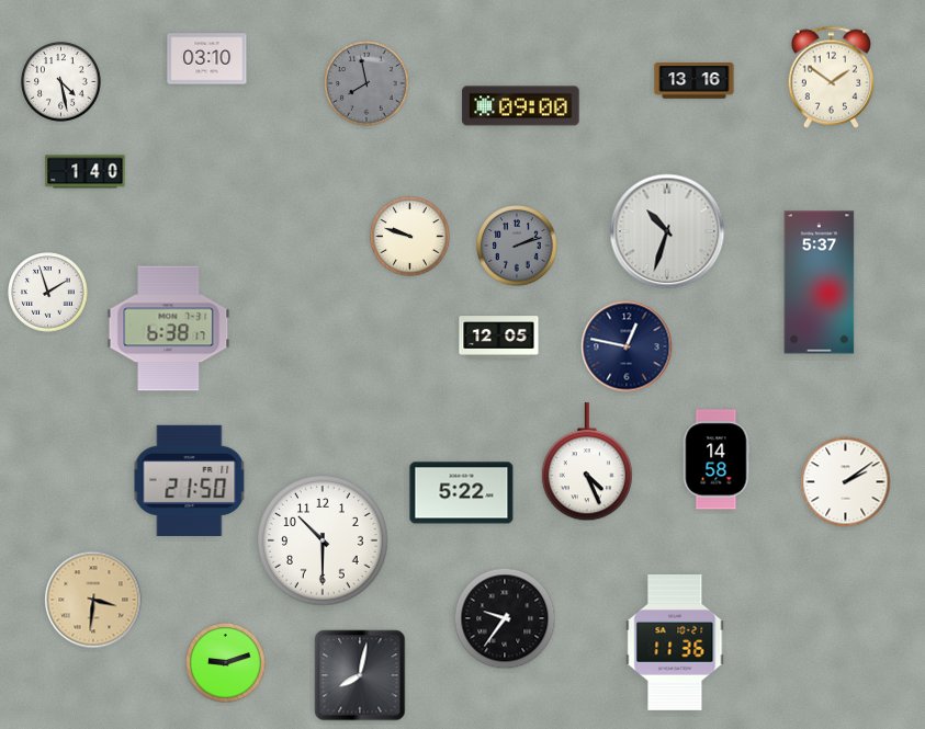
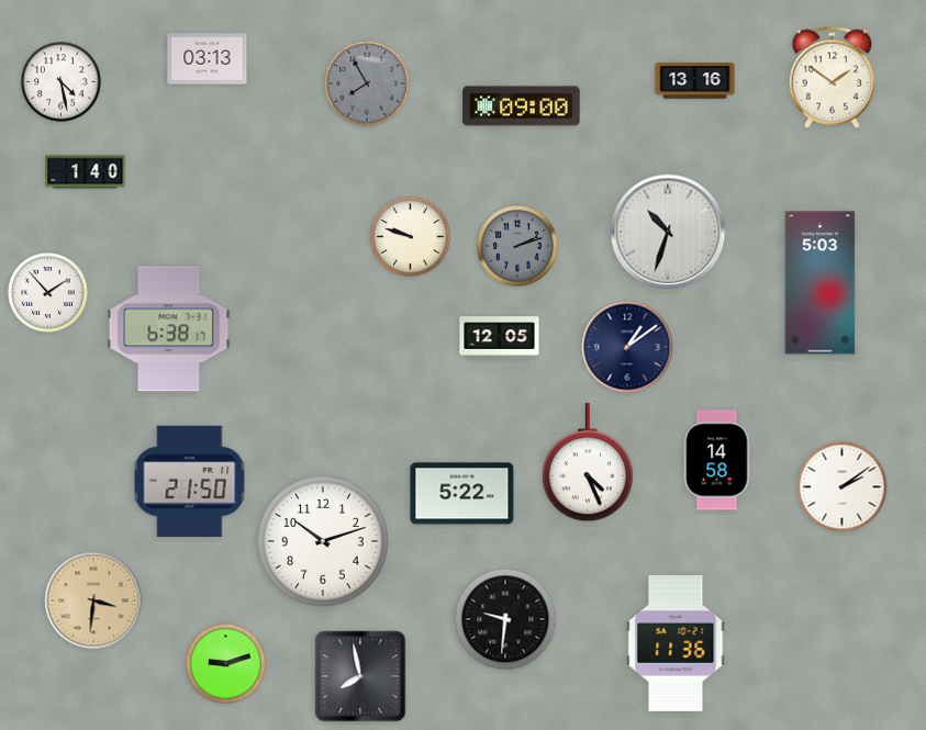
clock at (207, 59): 03:10 -> 03:13
clock at (366, 83): 7:58 -> 7:55
clock at (820, 283): 5:37 -> 5:03
clock at (48, 293): 1:57 -> 1:53
clock at (627, 346): 12:47 -> 1:09
clock at (846, 482) position: (846, 482) -> (843, 487)
clock at (324, 540): 10:30 -> 10:12
clock at (505, 618): 9:36 -> 9:31
clock at (360, 675): 8:02 -> 7:58
